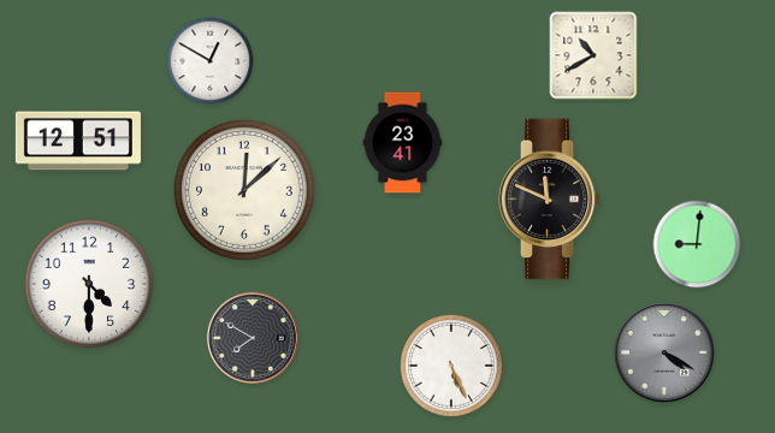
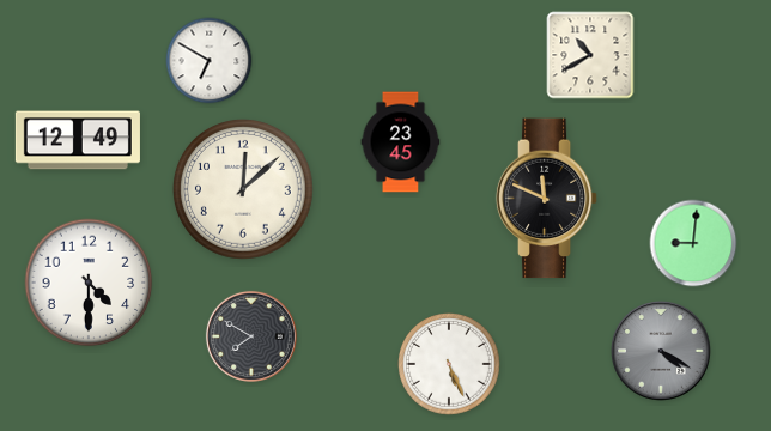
clock at (211, 61): 12:50 -> 6:50
clock at (78, 141): 12:51 -> 12:49
clock at (403, 143): 23:41 -> 23:45
